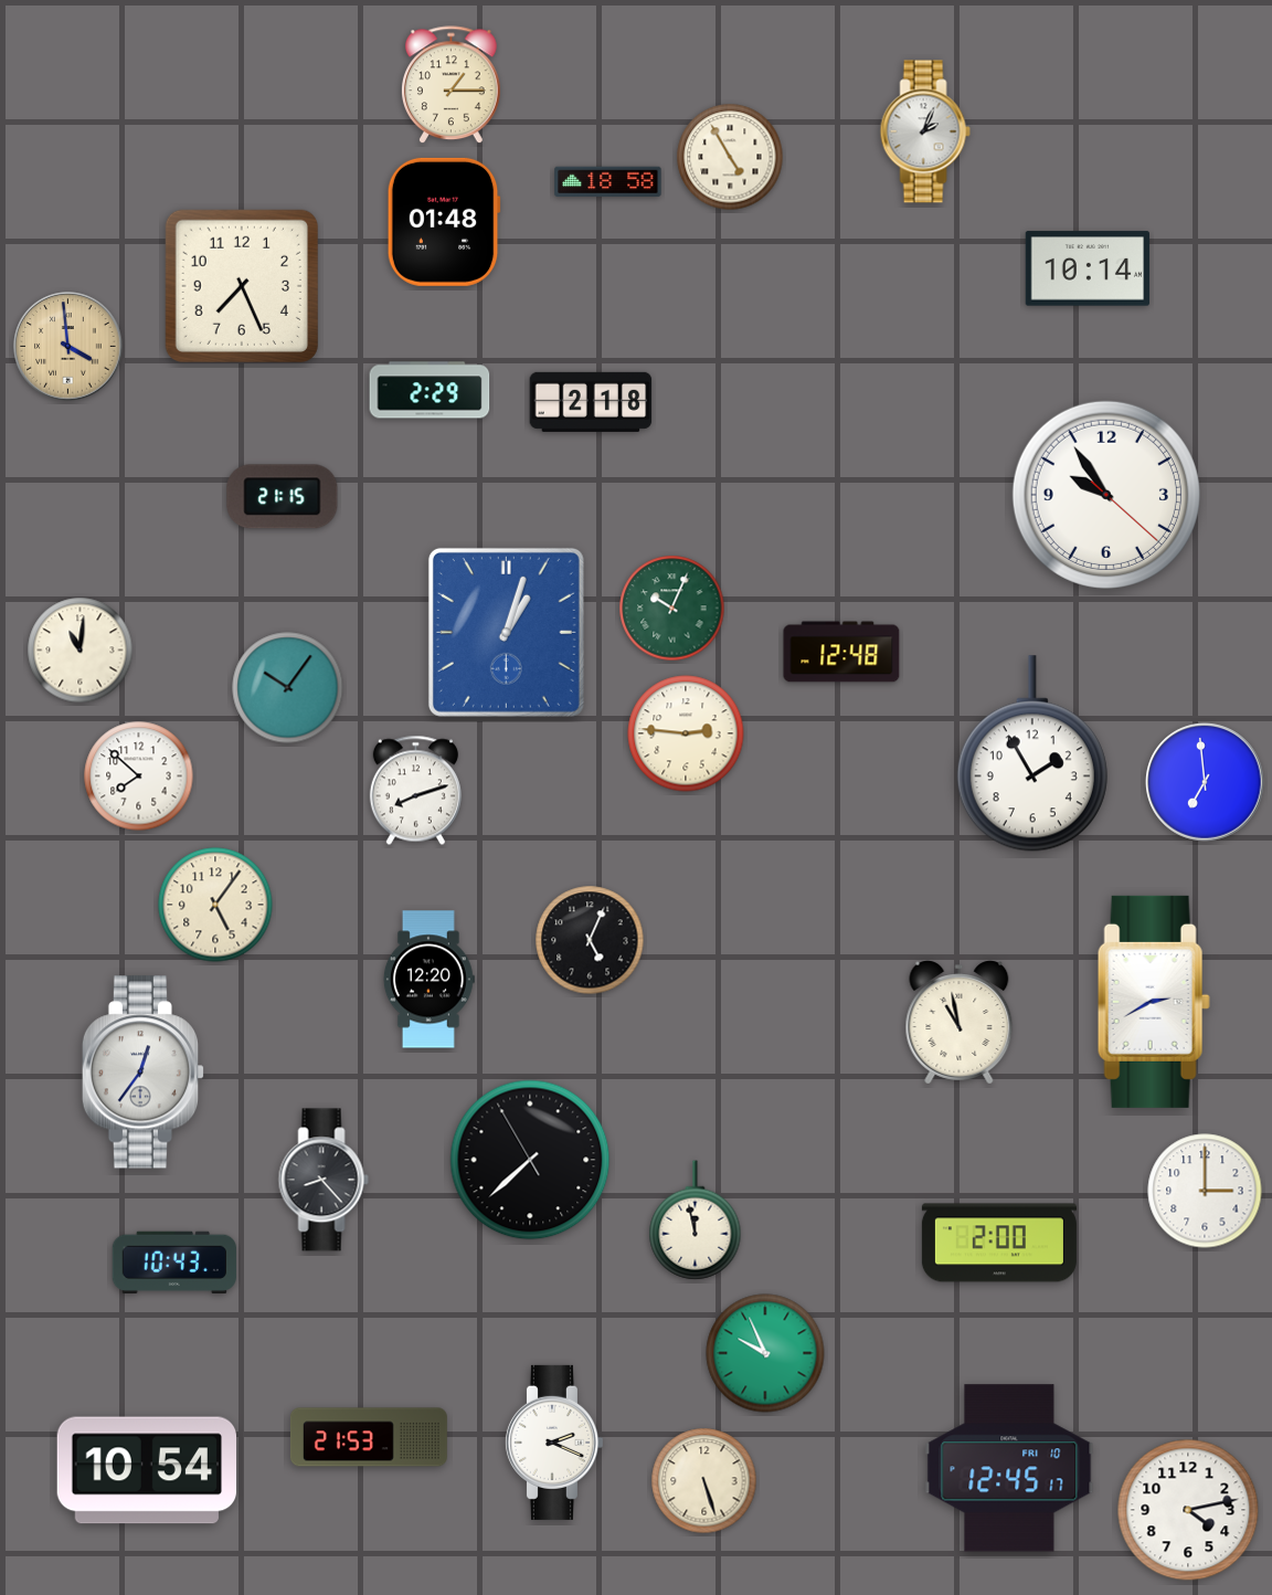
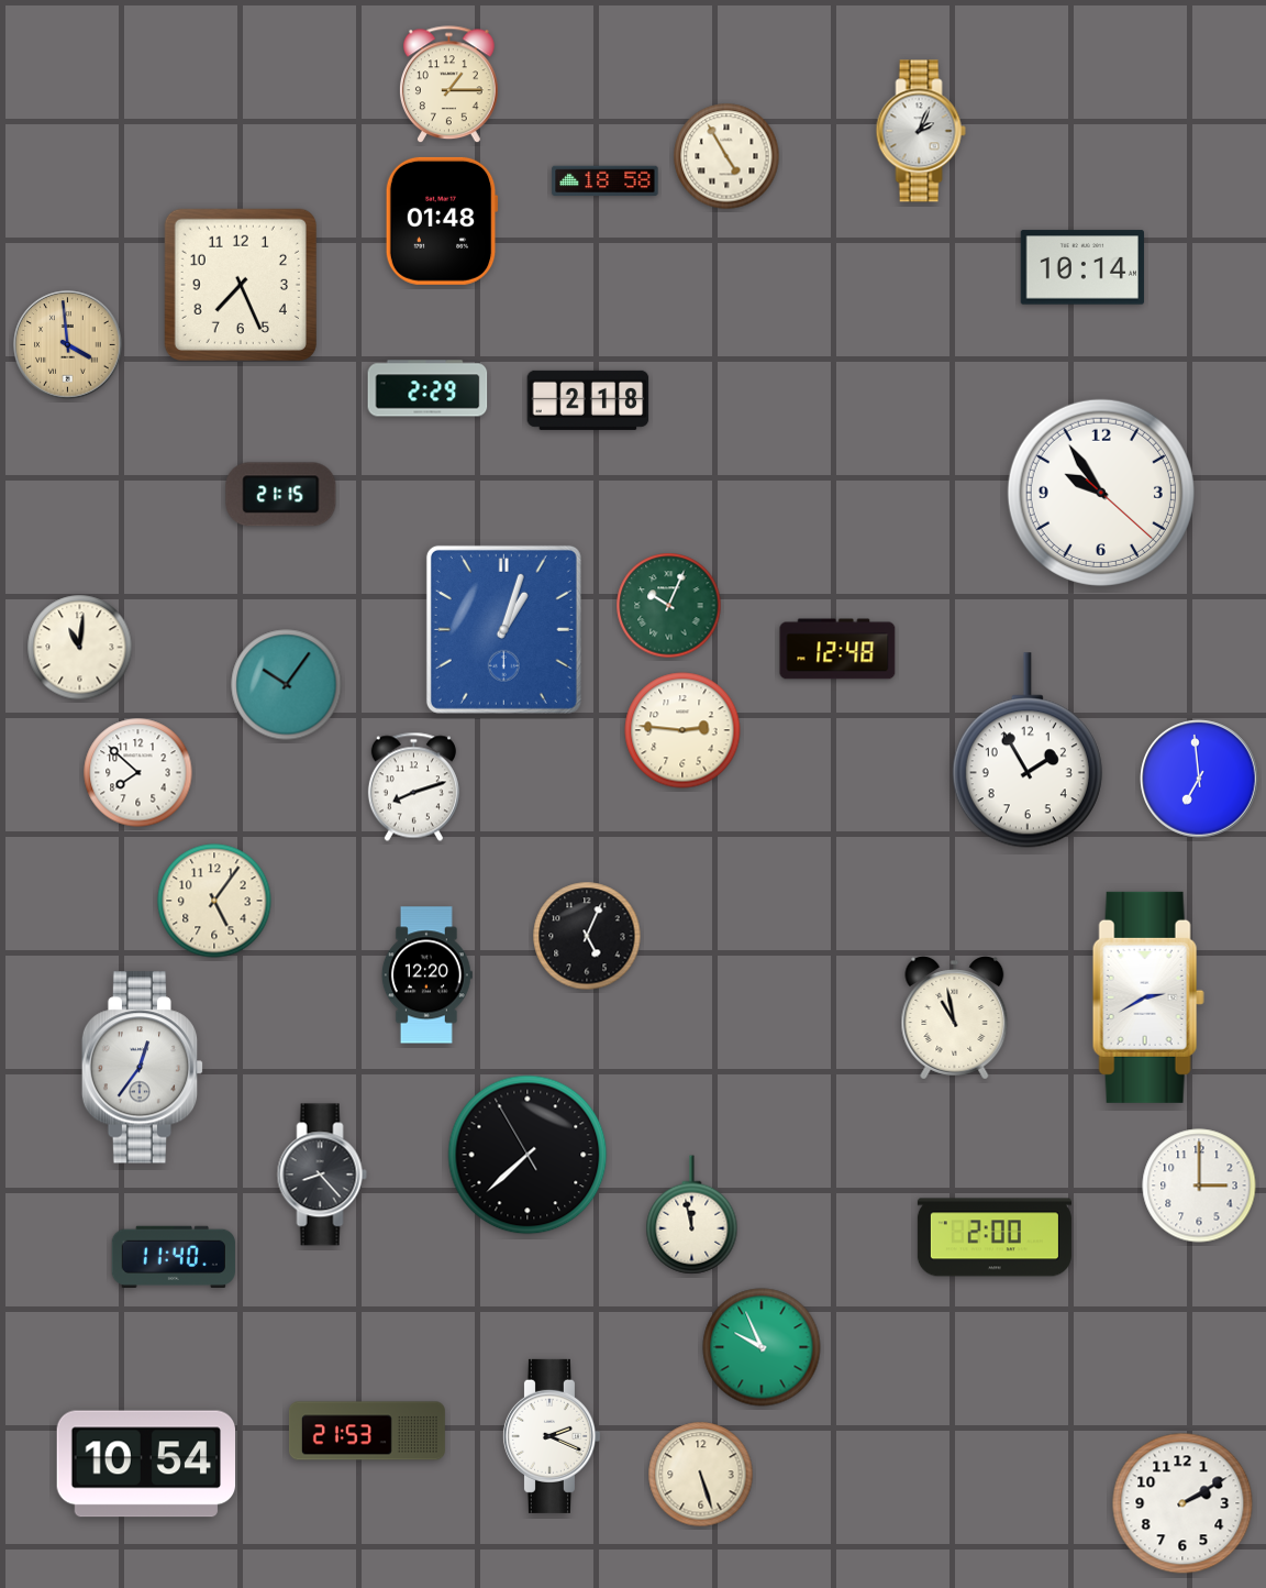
clock at (174, 1261): 10:43 -> 11:40
clock at (1009, 1468): 12:45 -> none
clock at (1188, 1510): 4:13 -> 2:10
